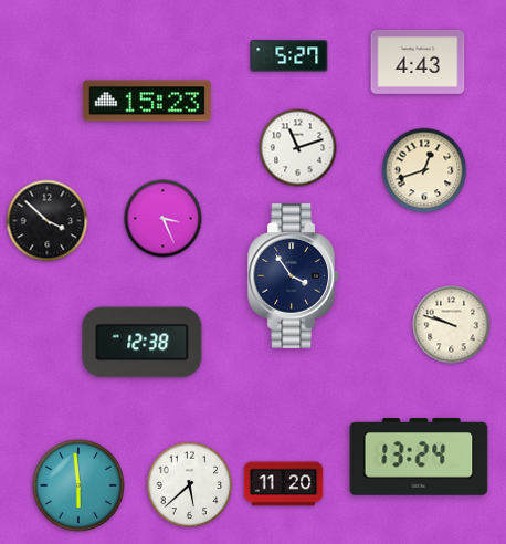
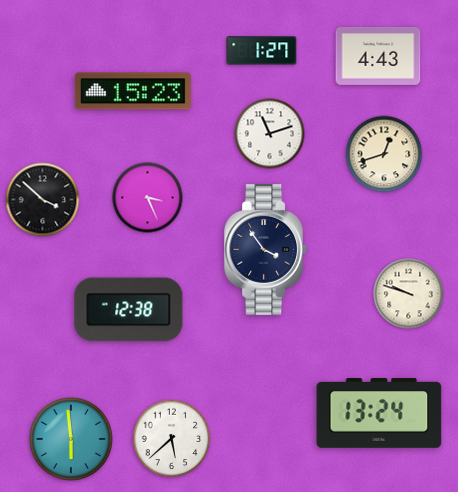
clock at (289, 56): 5:27 -> 1:27
clock at (284, 484): 11:20 -> none
